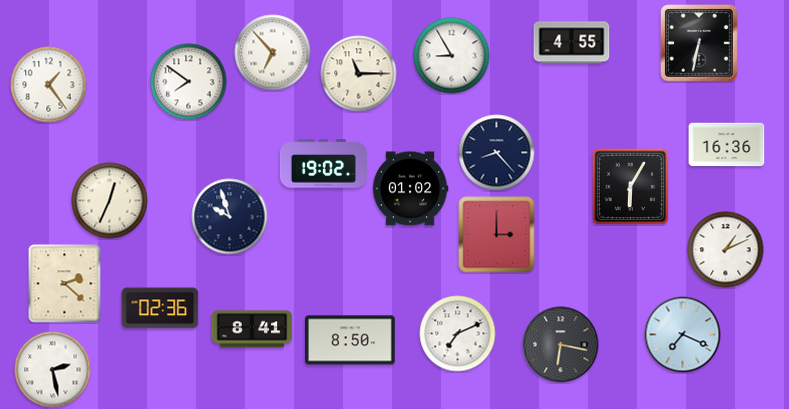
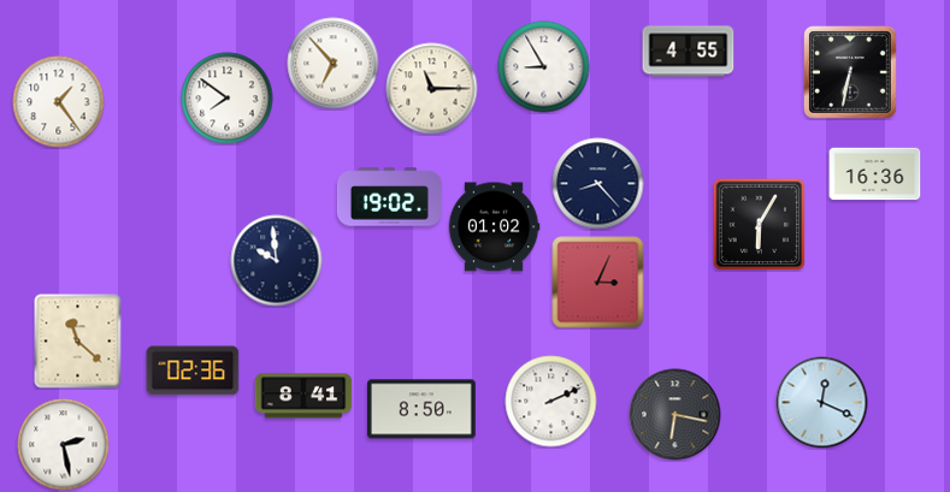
clock at (700, 44) position: (700, 44) -> (851, 73)
clock at (273, 53) position: (273, 53) -> (334, 64)
clock at (110, 201): 12:34 -> none
clock at (230, 217): 9:57 -> 9:59
clock at (497, 235): 3:00 -> 3:04
clock at (726, 250): 1:11 -> none
clock at (65, 284): 2:22 -> 11:22
clock at (458, 334): 7:11 -> 2:11
clock at (683, 335): 7:19 -> 12:19
